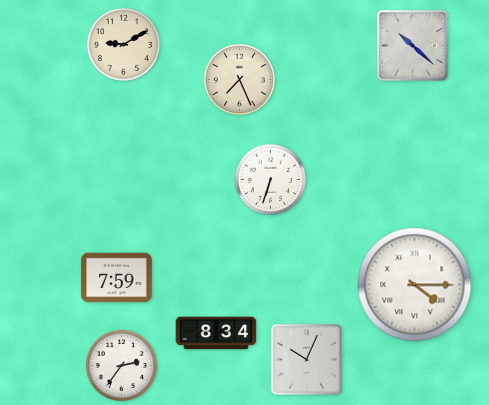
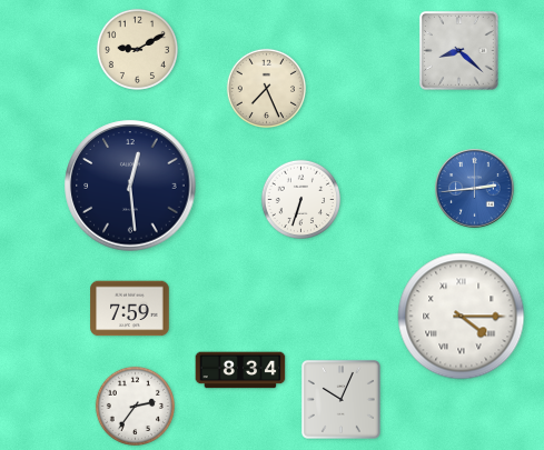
clock at (412, 45): 10:22 -> 8:22
clock at (130, 186): none -> 12:29
clock at (475, 189): none -> 2:44
